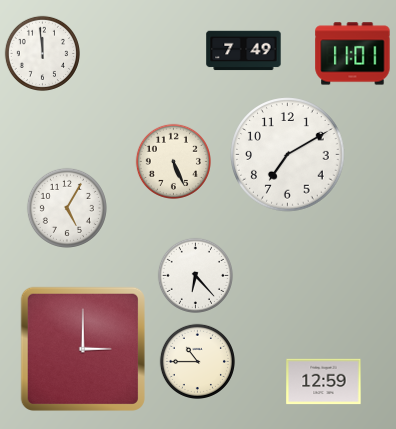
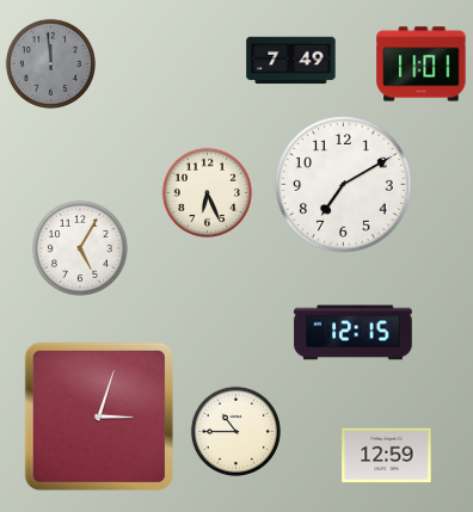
clock at (42, 53) dial: white -> grey
clock at (173, 161): 5:26 -> 6:26
clock at (195, 275): 6:23 -> none
clock at (354, 333): none -> 12:15
clock at (83, 349): 3:00 -> 3:03
